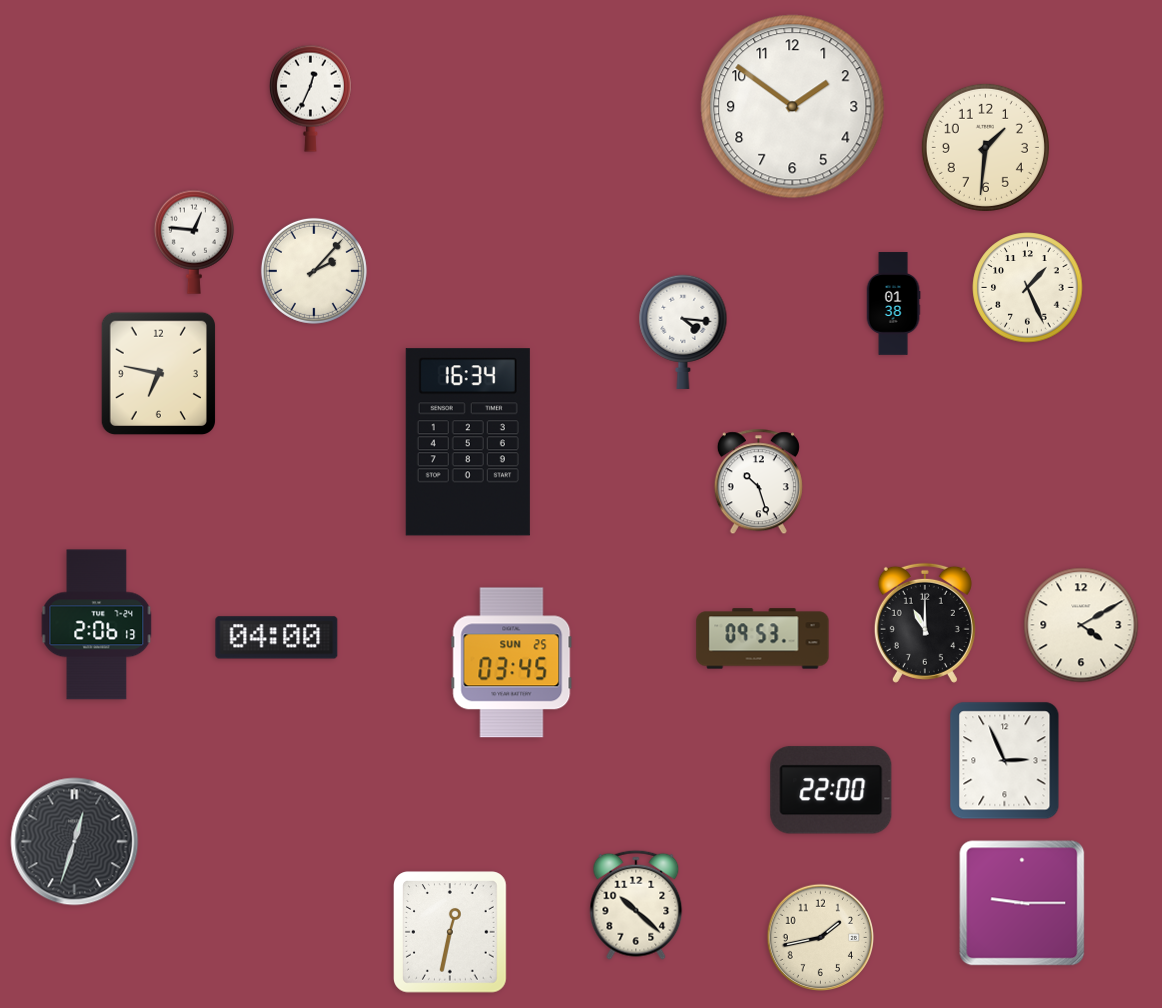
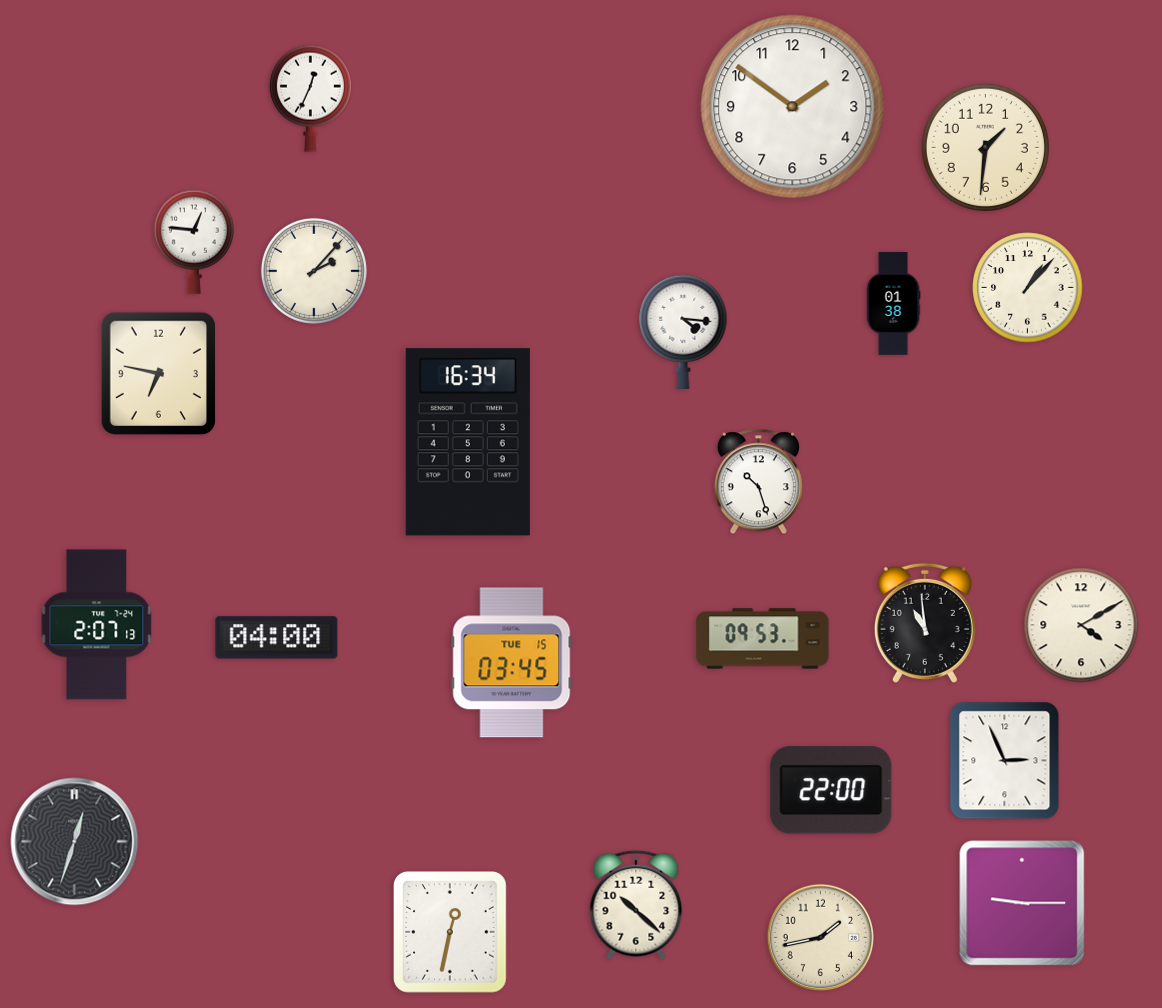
clock at (1028, 288): 1:26 -> 1:07
clock at (925, 623): 11:00 -> 10:59
clock at (97, 625): 2:06 -> 2:07
clock at (512, 663) date: SUN 25 -> TUE 15
